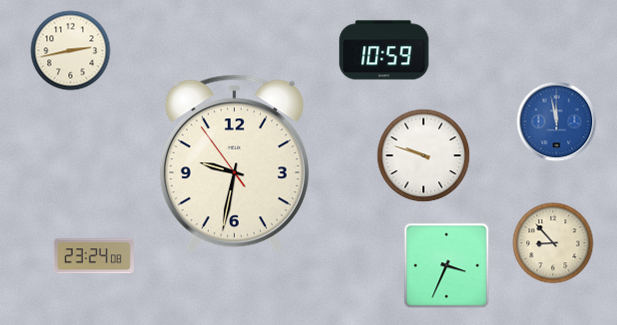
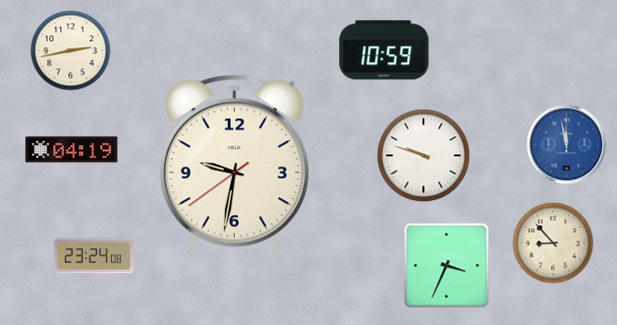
clock at (557, 122) position: (557, 122) -> (567, 145)
clock at (72, 150): none -> 04:19
clock at (234, 164): 9:31:54 -> 9:31:39
